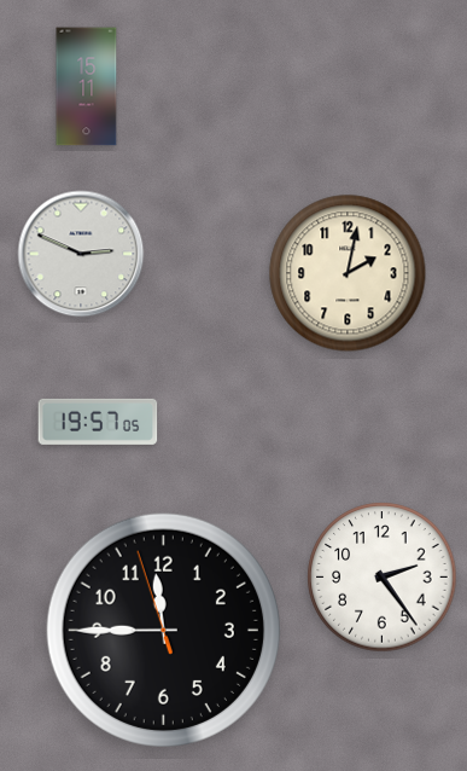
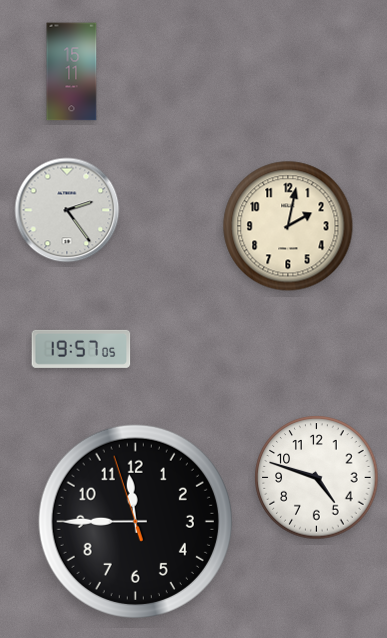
clock at (81, 254): 2:49 -> 2:24
clock at (383, 578): 2:24 -> 4:48
